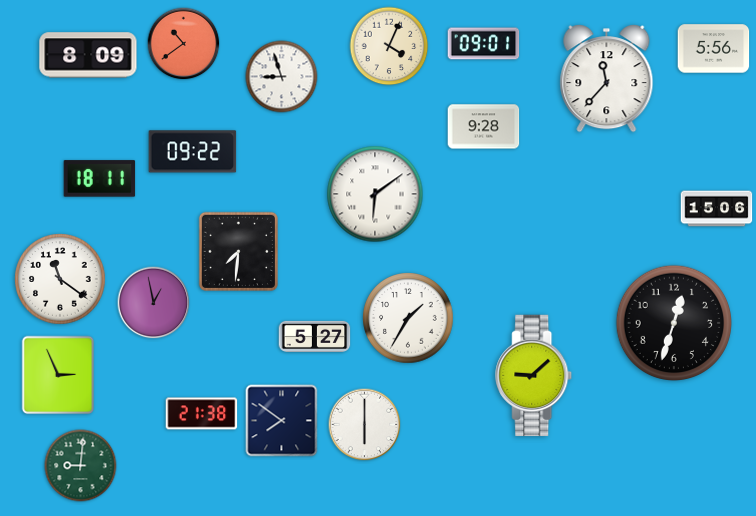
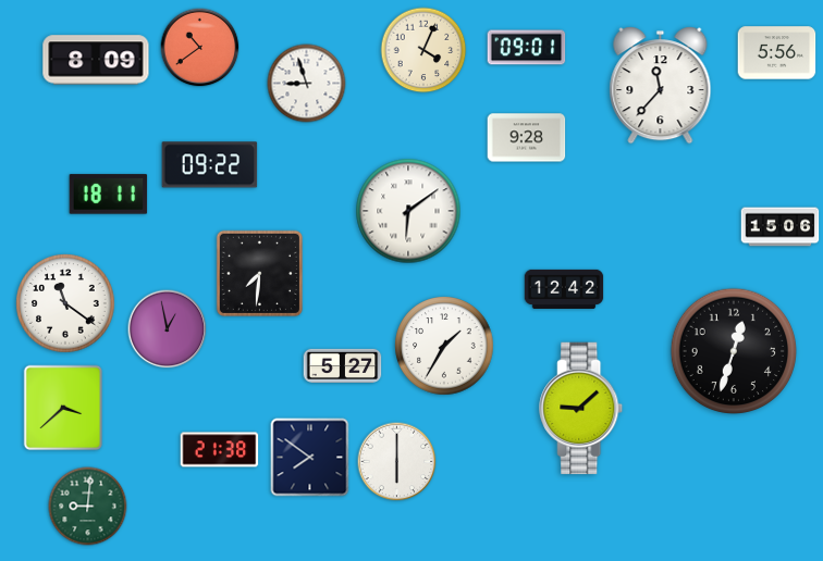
clock at (564, 289): none -> 12:42
clock at (58, 375): 2:56 -> 3:38
clock at (282, 421) position: (282, 421) -> (310, 458)
